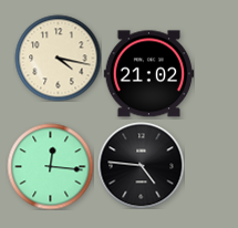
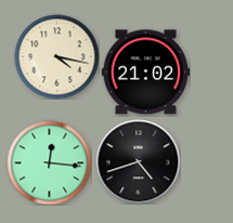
clock at (141, 165): 4:46 -> 4:42
